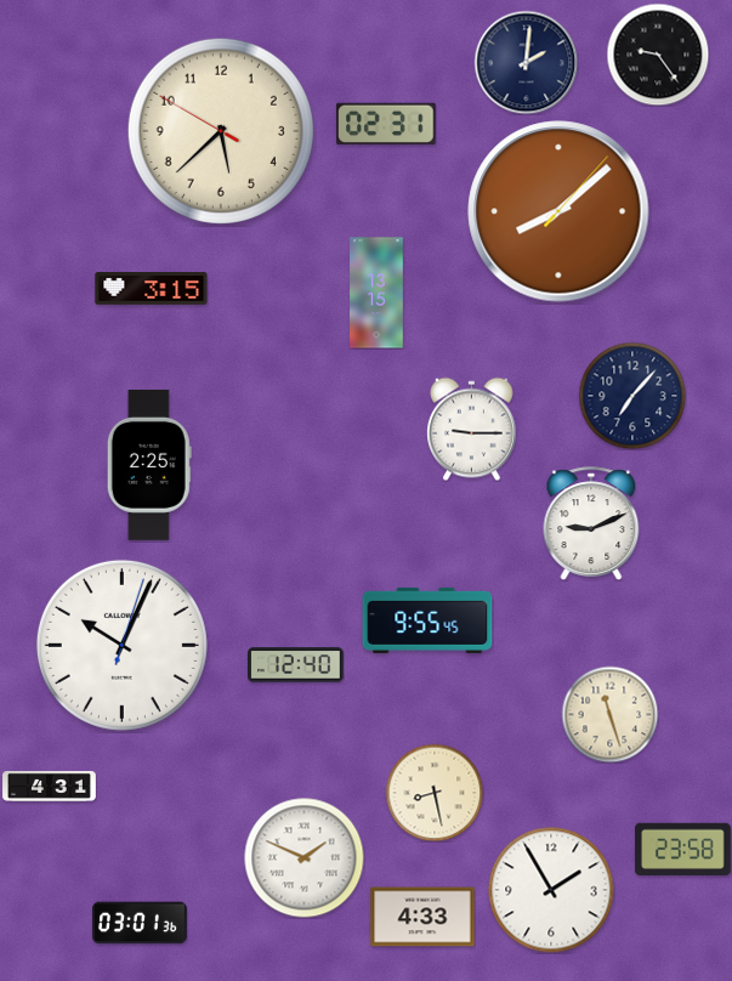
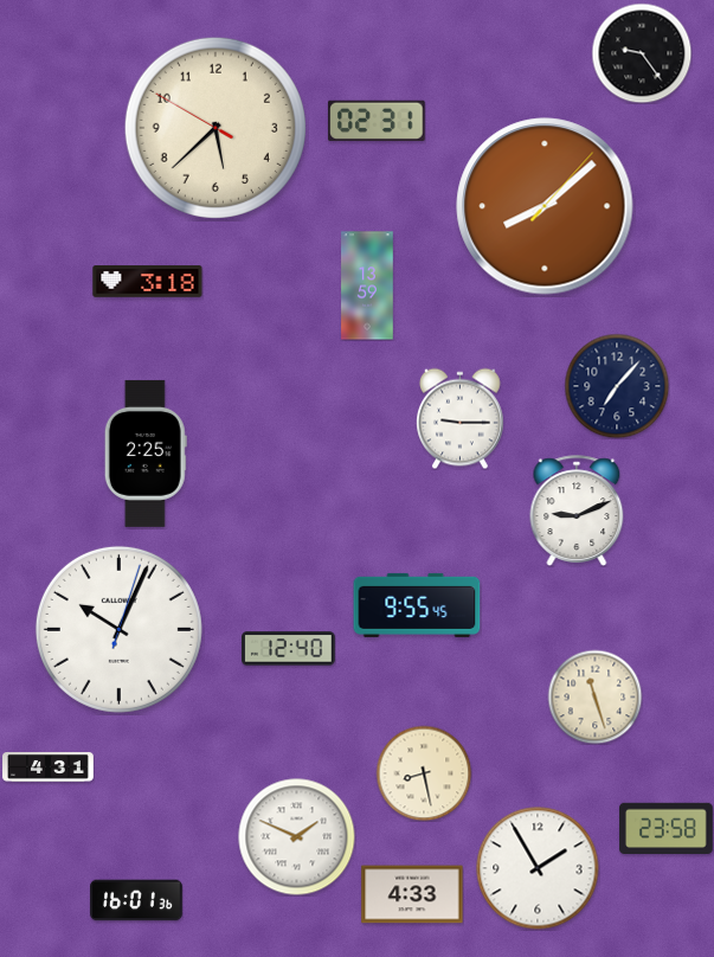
clock at (526, 62): 2:01 -> none
clock at (152, 289): 3:15 -> 3:18
clock at (376, 293): 13:15 -> 13:59
clock at (140, 923): 03:01 -> 16:01
